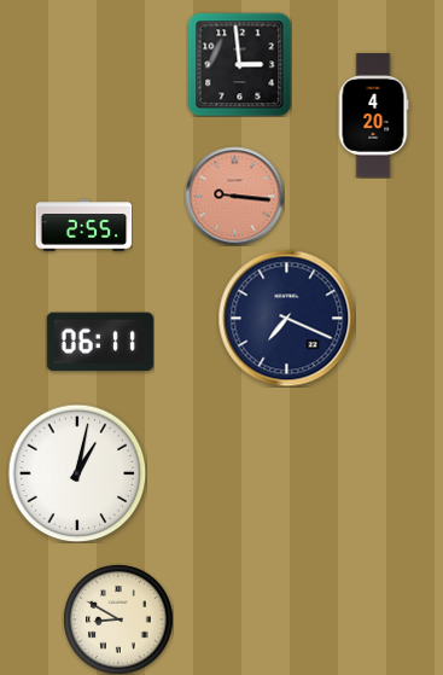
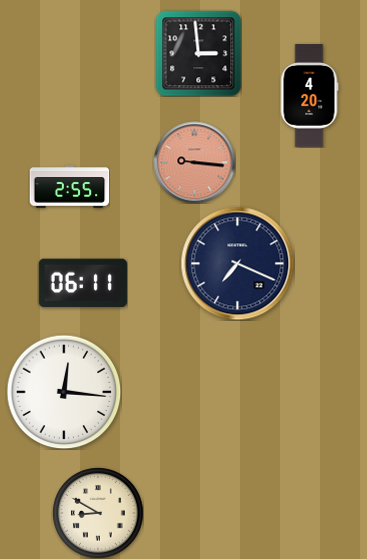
clock at (77, 473): 1:02 -> 12:16
